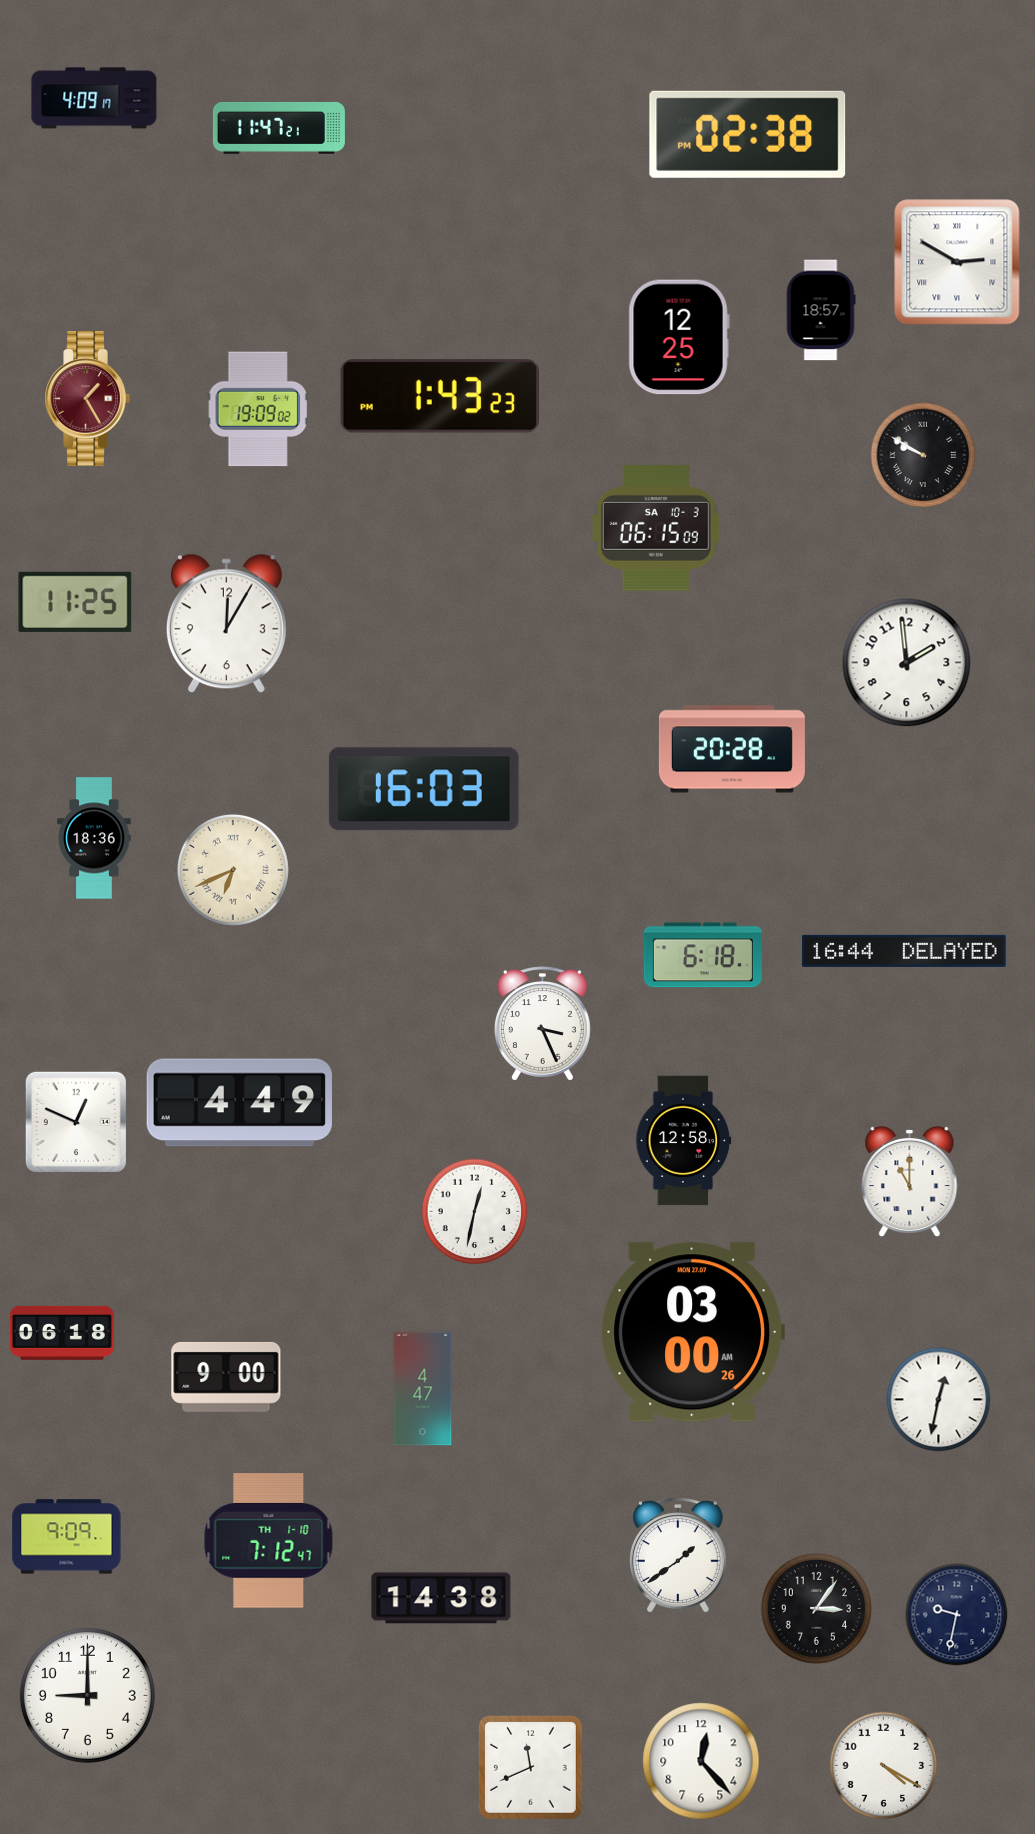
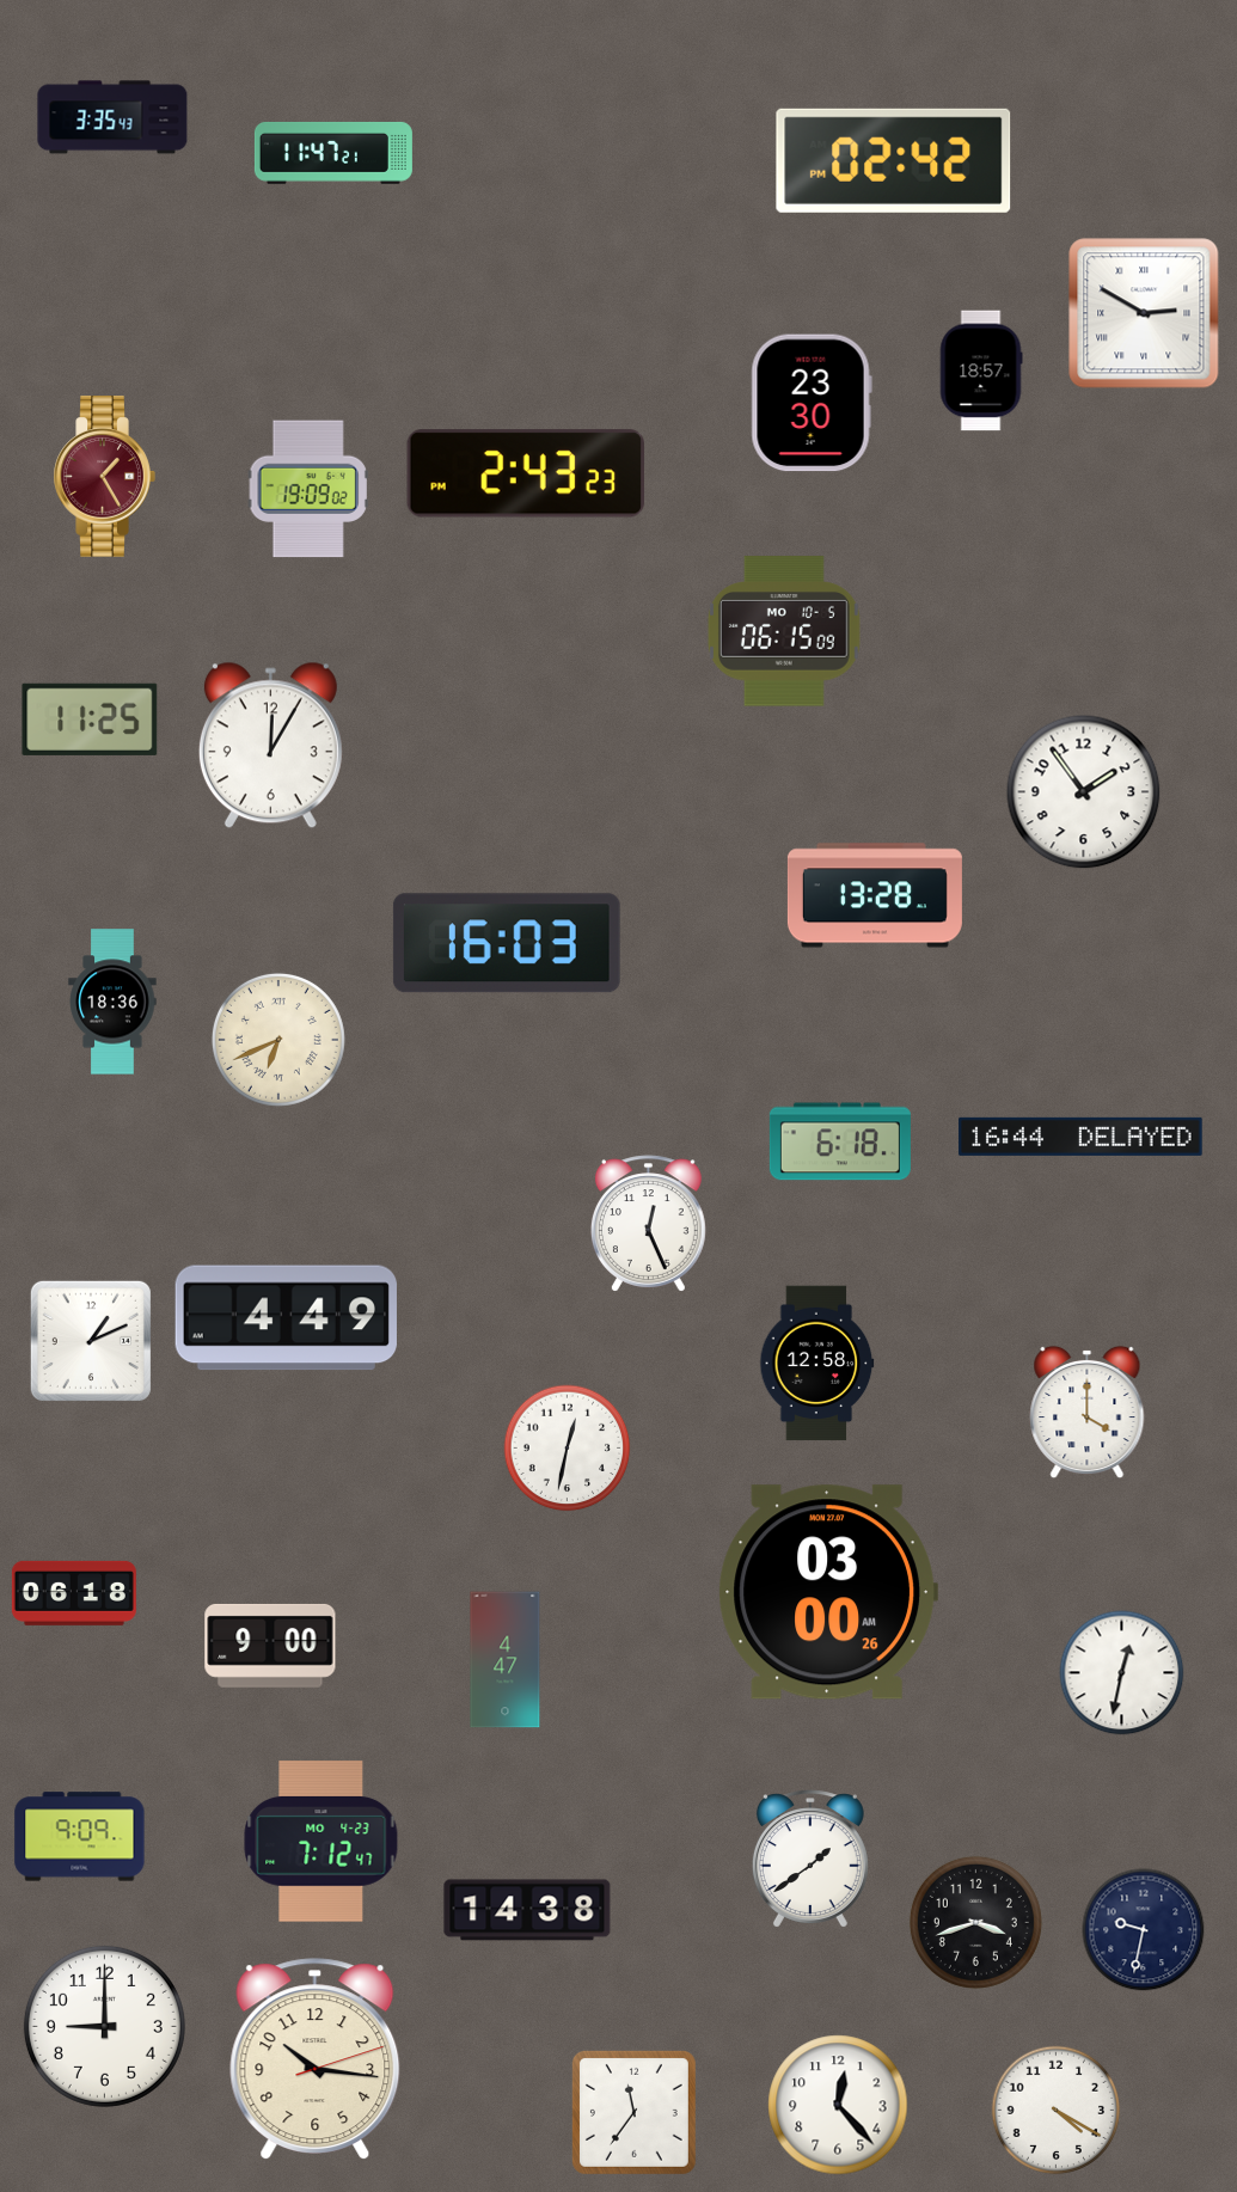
clock at (94, 98): 4:09 -> 3:35
clock at (748, 134): 02:38 -> 02:42
clock at (679, 337): 12:25 -> 23:30
clock at (439, 396): 1:43 -> 2:43
clock at (923, 455): 9:50 -> none
clock at (656, 528) date: SA 10-3 -> MO 10-5
clock at (907, 663): 1:59 -> 1:54
clock at (732, 749): 20:28 -> 13:28
clock at (542, 1024): 3:26 -> 12:26
clock at (76, 1122): 12:49 -> 1:11
clock at (910, 1182): 11:00 -> 4:00
clock at (269, 1541) date: TH 1-10 -> MO 4-23
clock at (816, 1608): 3:06 -> 3:42
clock at (316, 2058): none -> 10:16
clock at (530, 1767): 11:41 -> 11:36
